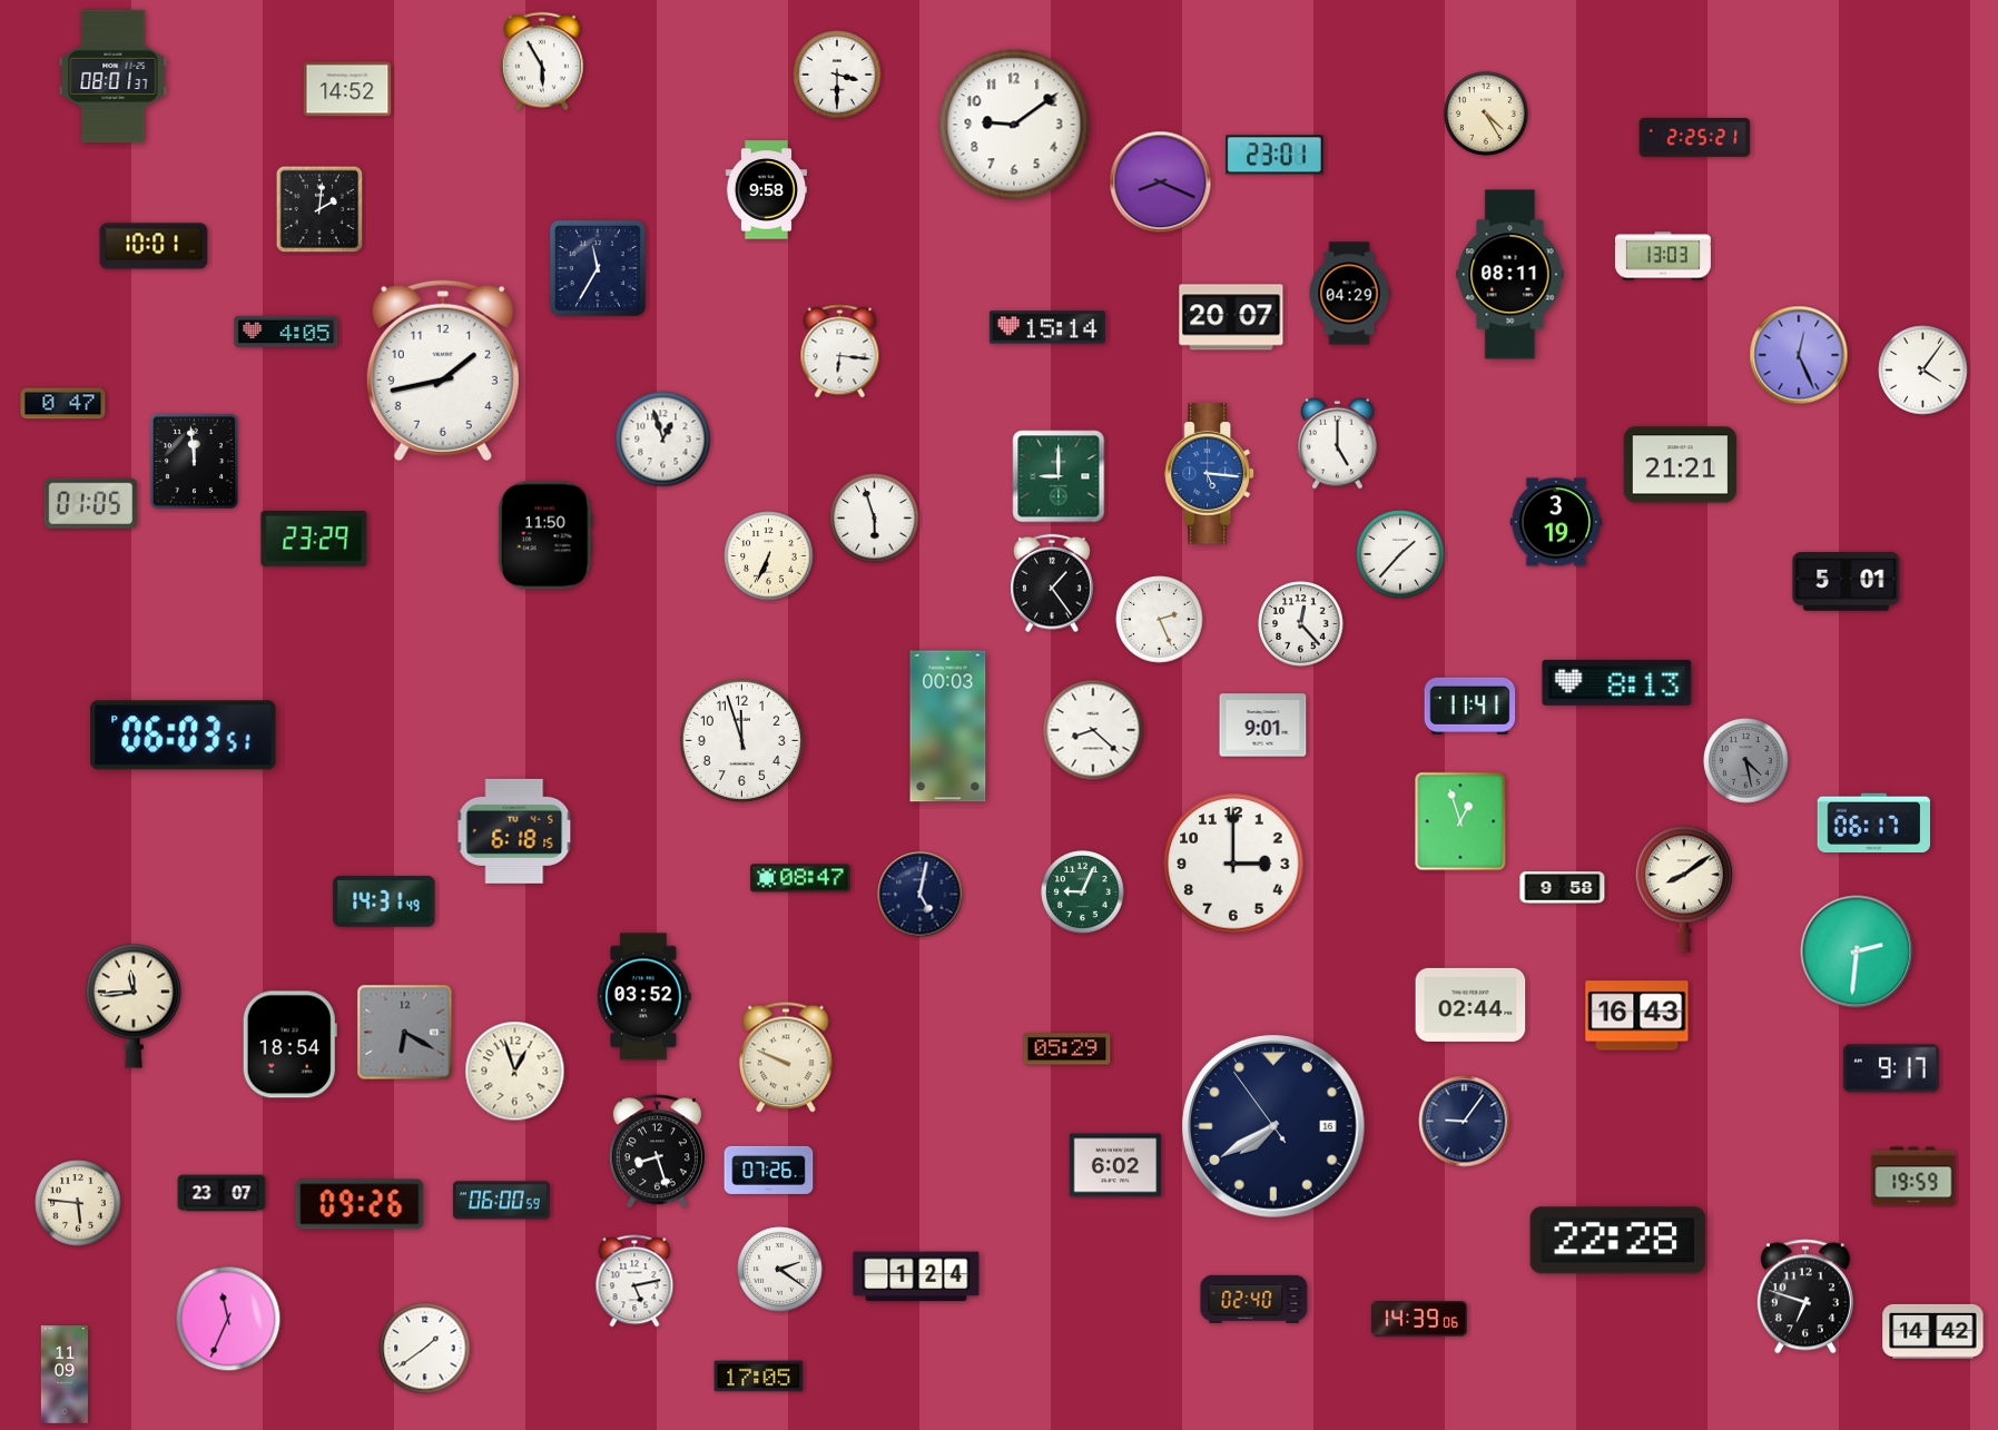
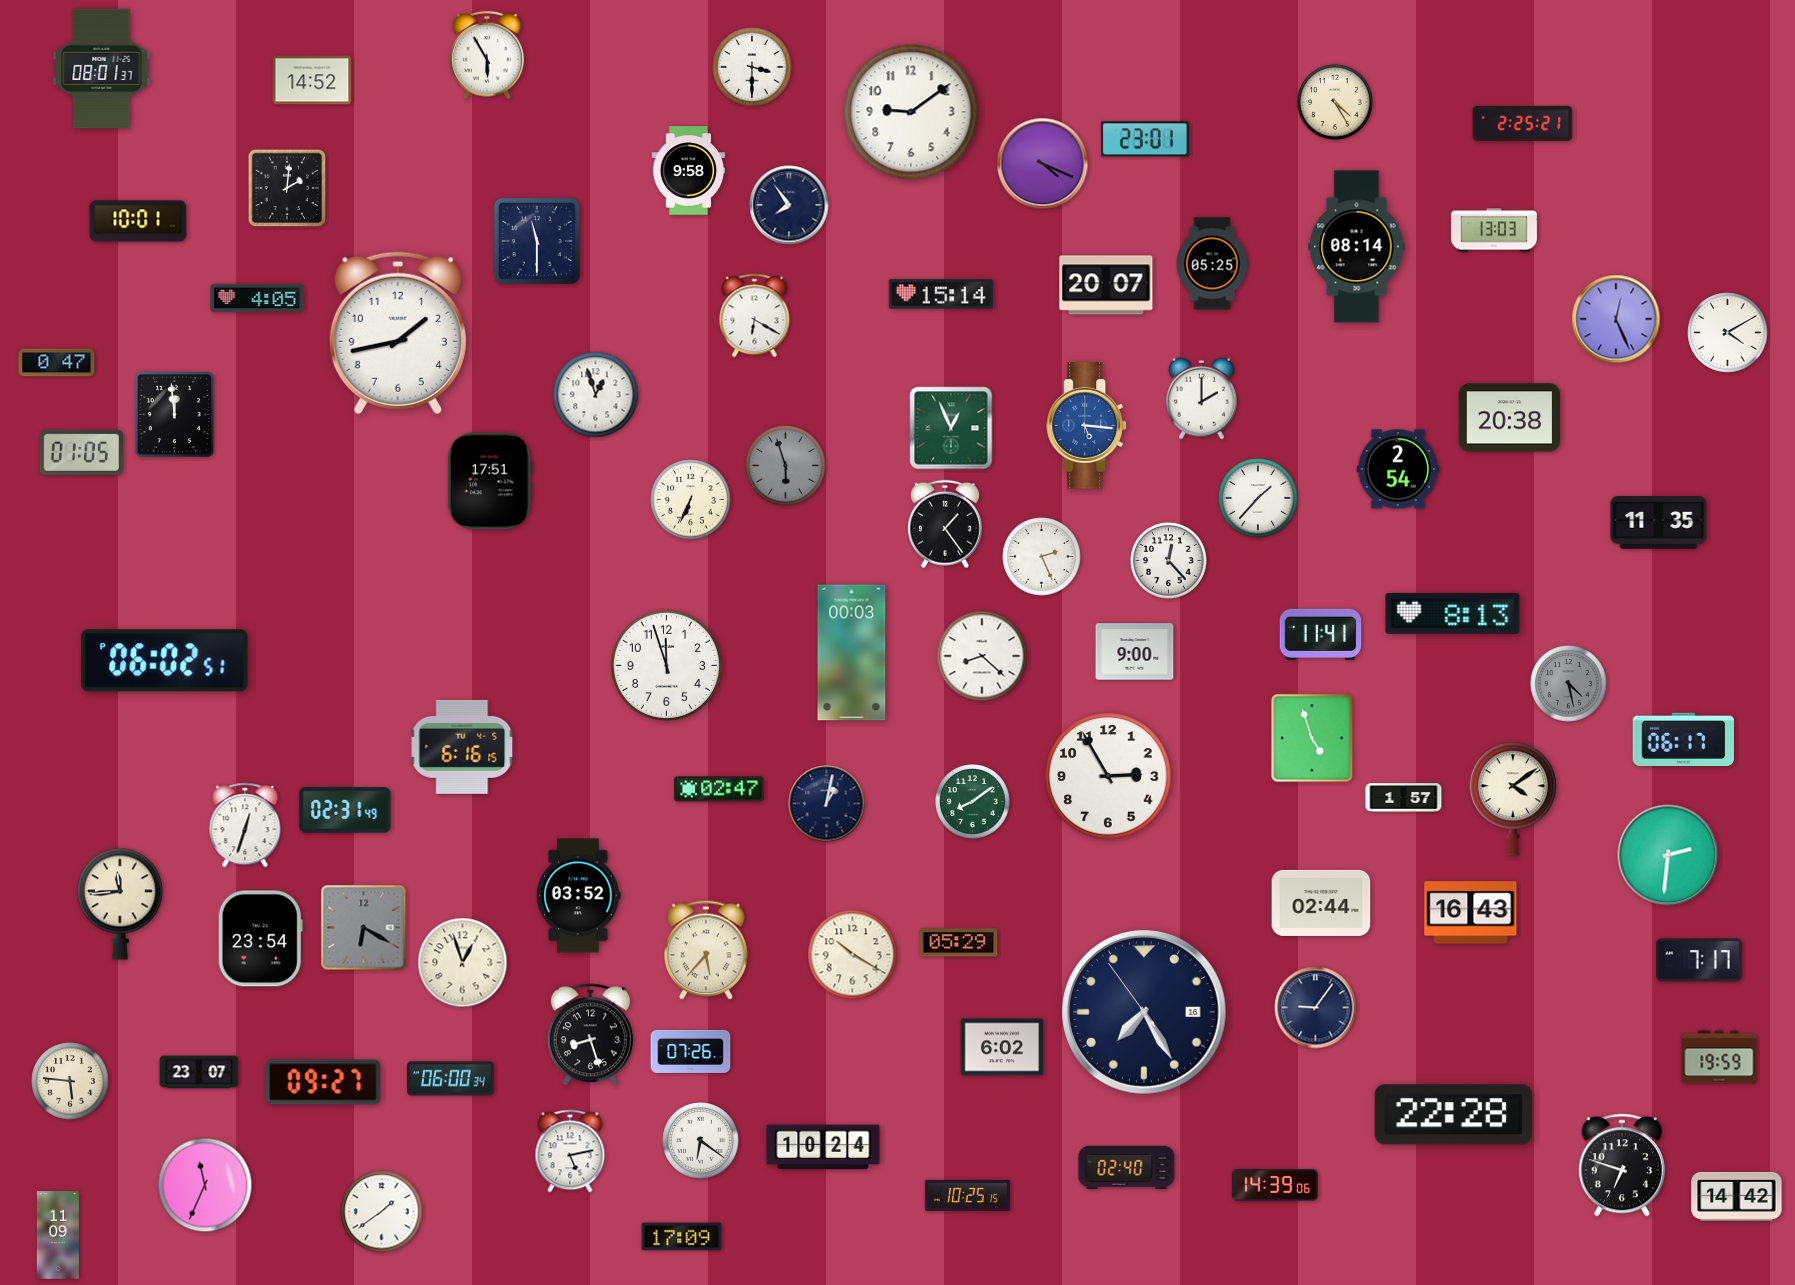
clock at (1161, 183): 8:19 -> 4:19
clock at (789, 205): none -> 7:54
clock at (598, 268): 11:35 -> 11:30
clock at (1510, 275): 08:11 -> 08:14
clock at (1349, 294): 04:29 -> 05:25
clock at (840, 352): 6:16 -> 6:20
clock at (1923, 371): 4:06 -> 4:10
clock at (1338, 443): 5:00 -> 2:00
clock at (1681, 465): 21:21 -> 20:38
clock at (1059, 476): 9:00 -> 12:56
clock at (875, 519) dial: white -> grey
clock at (1556, 522): 3:19 -> 2:54
clock at (545, 535): 11:50 -> 17:51
clock at (314, 539): 23:29 -> none
clock at (1847, 582): 5:01 -> 11:35
clock at (1263, 726): 9:01 -> 9:00
clock at (184, 736): 06:03 -> 06:02
clock at (1460, 821): 12:57 -> 4:57
clock at (514, 831): 6:18 -> 6:16
clock at (1233, 864): 3:00 -> 2:55
clock at (800, 878): 08:47 -> 02:47
clock at (1563, 888): 9:58 -> 1:57
clock at (1684, 889): 8:09 -> 4:09
clock at (1083, 892): 9:04 -> 8:09
clock at (921, 895): 5:02 -> 1:02
clock at (384, 901): 14:31 -> 02:31
clock at (245, 825): none -> 12:33
clock at (289, 1045): 18:54 -> 23:54
clock at (786, 1057): 9:49 -> 5:37
clock at (853, 955): none -> 10:20
clock at (1891, 1068): 9:17 -> 7:17
clock at (1273, 1126): 7:39 -> 7:24
clock at (501, 1201): 06:00:59 -> 06:00:34
clock at (360, 1204): 09:26 -> 09:27
clock at (780, 1270): 2:21 -> 6:21
clock at (916, 1276): 1:24 -> 10:24
clock at (967, 1195): none -> 10:25
clock at (759, 1377): 17:05 -> 17:09
